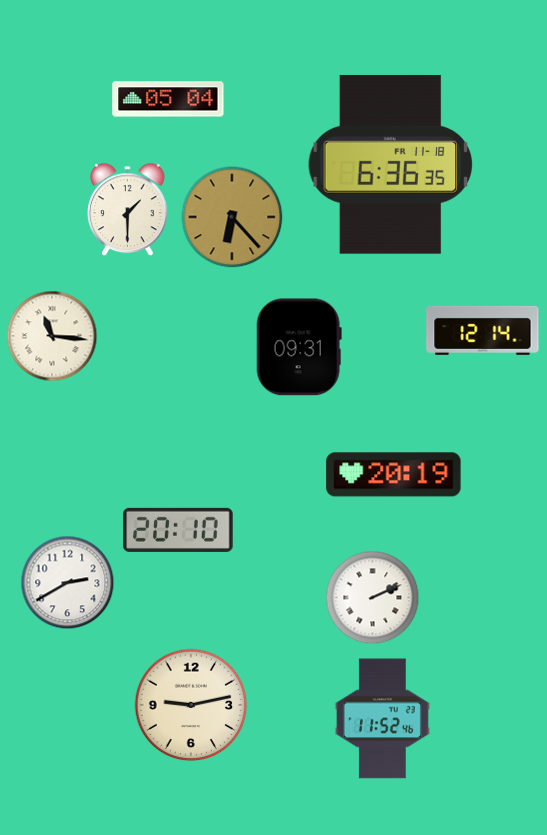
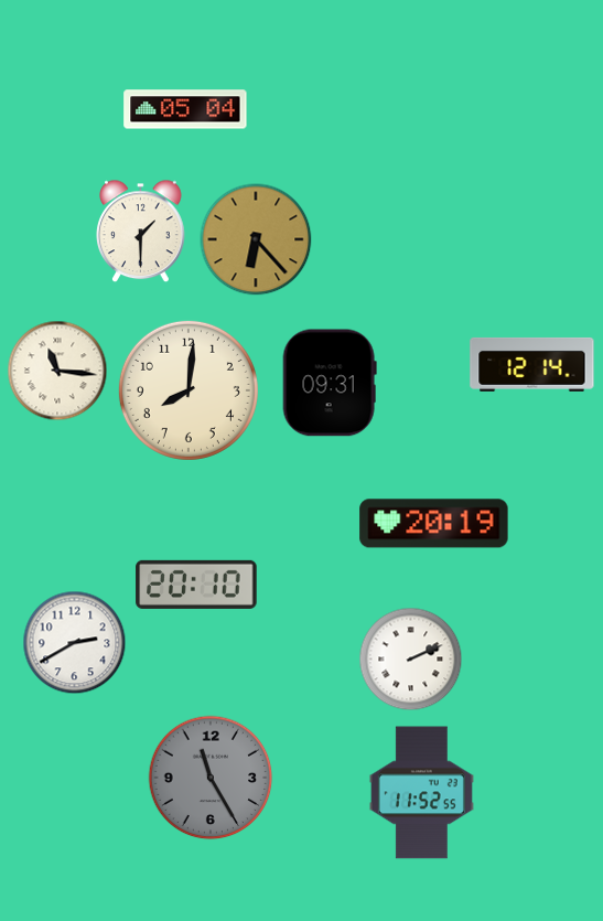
clock at (391, 164): 6:36 -> none
clock at (189, 390): none -> 8:01
clock at (191, 705): 9:13 -> 11:25
clock at (191, 705) dial: cream -> grey
clock at (382, 719): 11:52:46 -> 11:52:55
